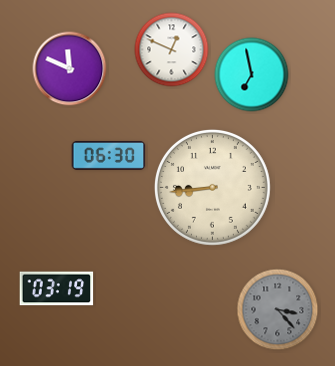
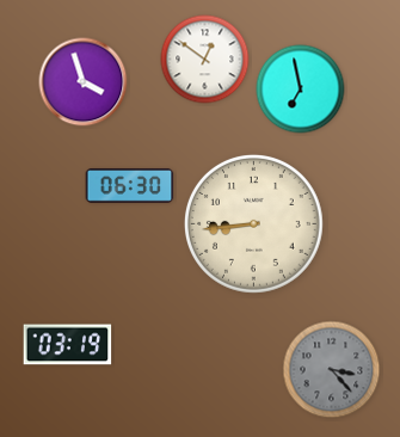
clock at (172, 50): 12:49 -> 12:51
clock at (70, 69): 11:49 -> 3:57
